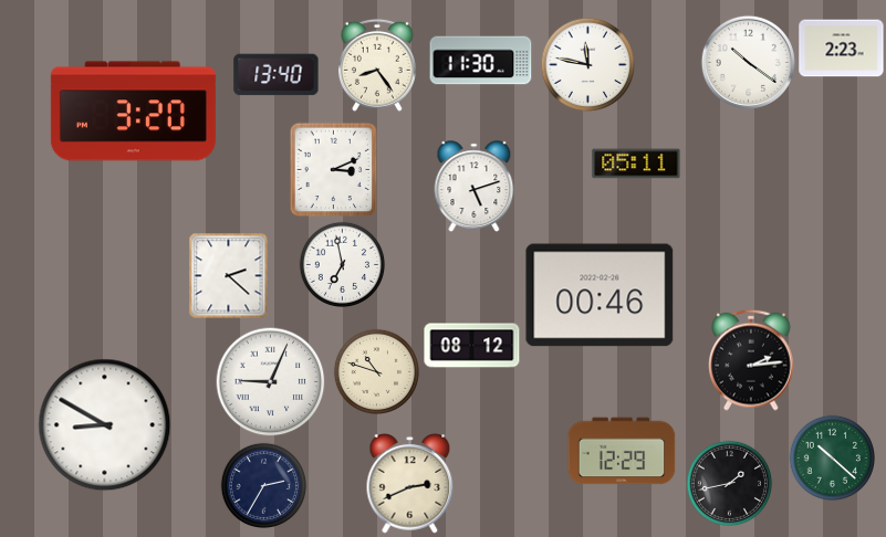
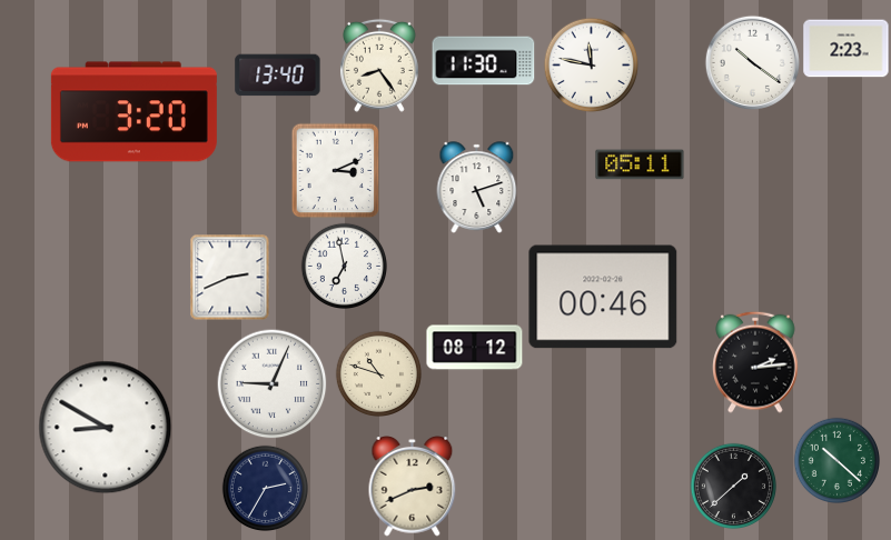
clock at (229, 275): 2:22 -> 2:41
clock at (622, 451): 12:29 -> none
clock at (729, 483): 1:43 -> 1:38
